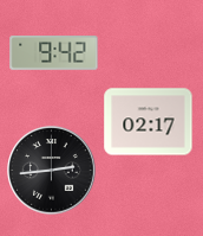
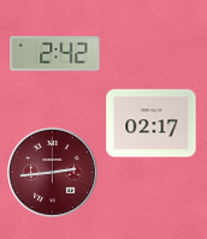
clock at (54, 53): 9:42 -> 2:42
clock at (52, 171) dial: black -> burgundy
